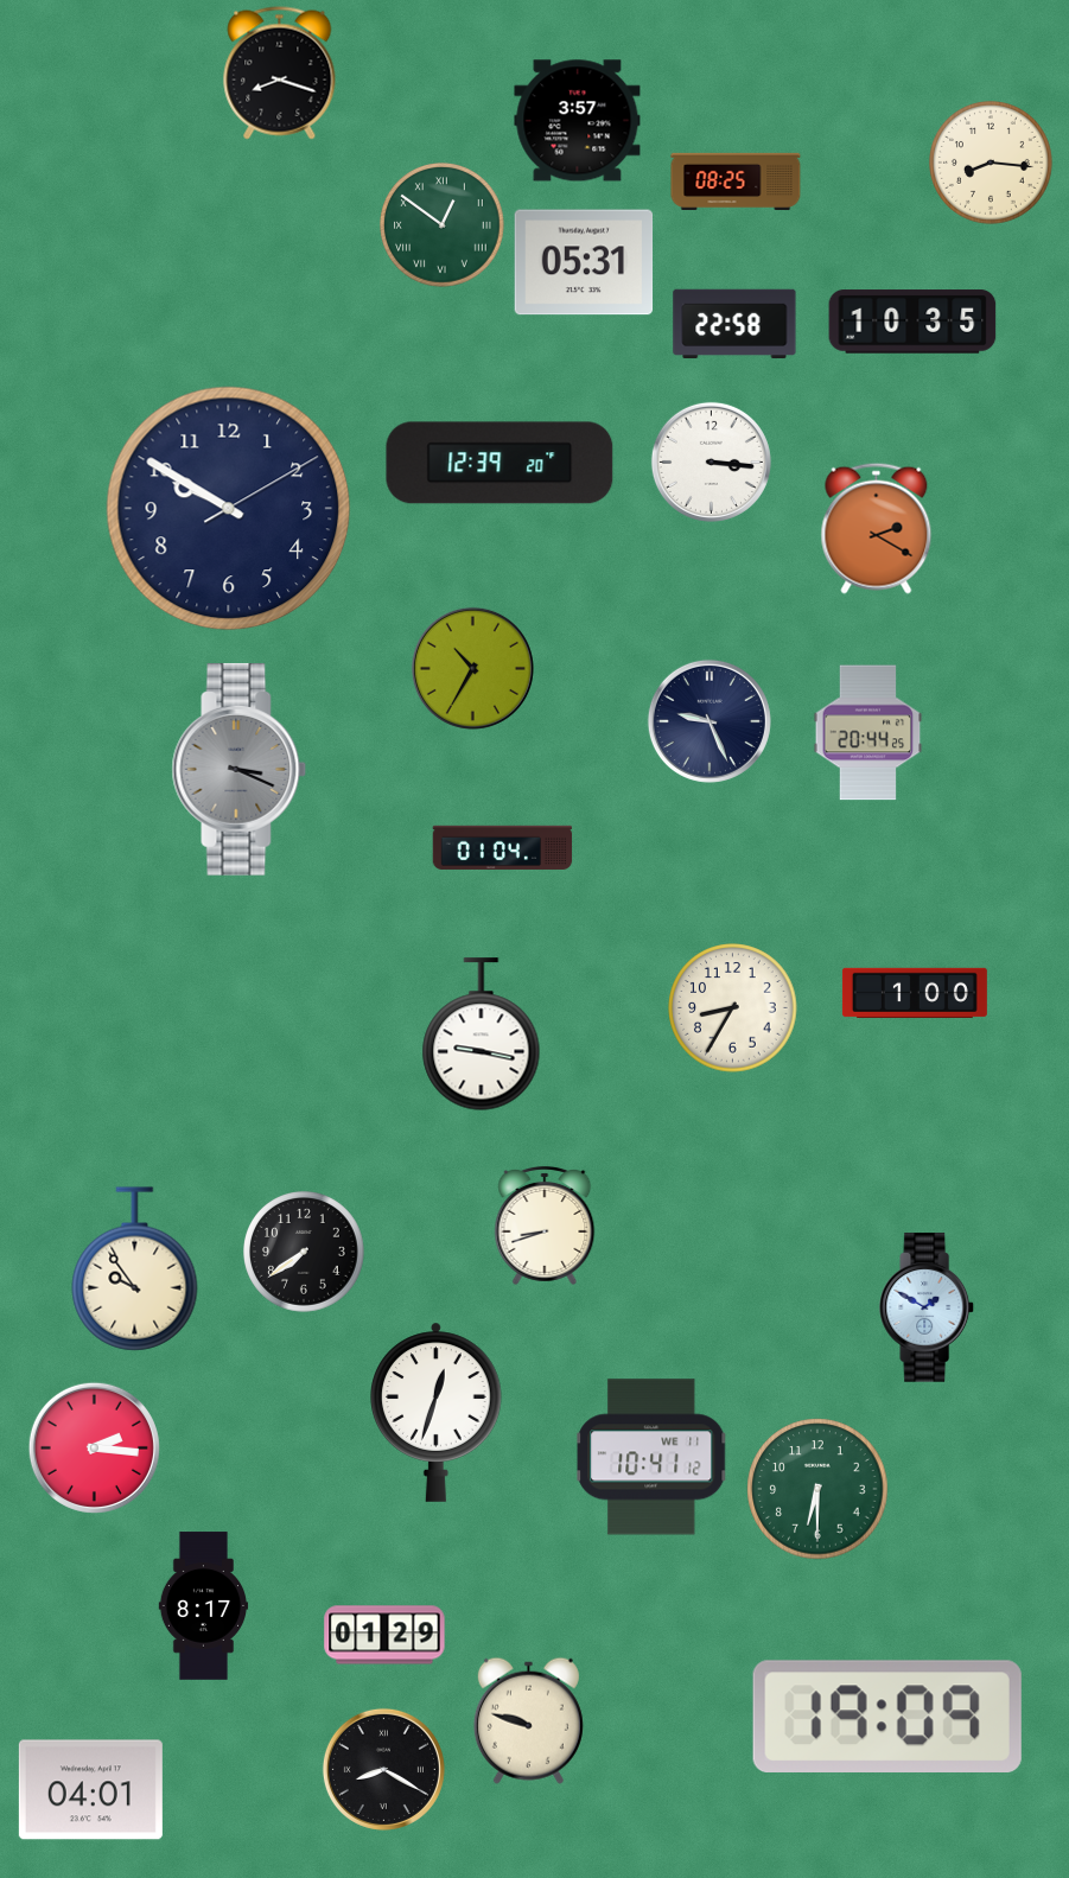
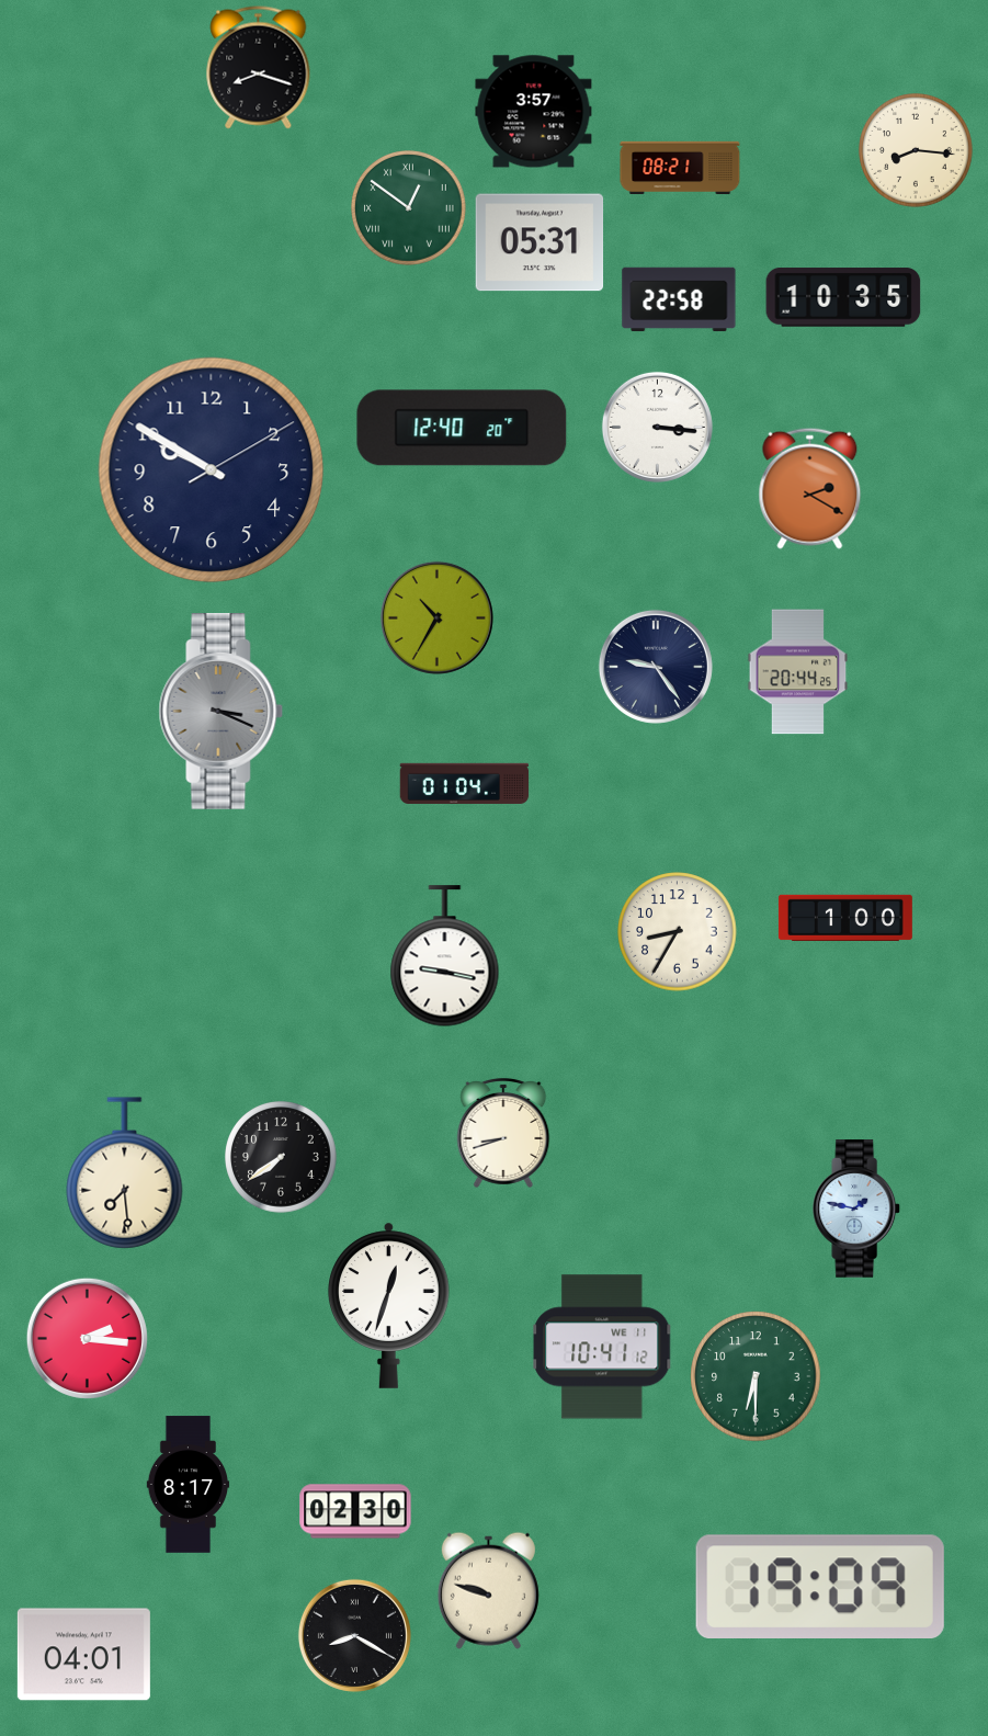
clock at (736, 180): 08:25 -> 08:21
clock at (499, 463): 12:39 -> 12:40
clock at (710, 721): 9:26 -> 9:24
clock at (868, 733) position: (868, 733) -> (798, 672)
clock at (135, 1269): 9:54 -> 7:29
clock at (928, 1307): 1:50 -> 1:47
clock at (437, 1412) position: (437, 1412) -> (389, 1305)
clock at (384, 1635): 01:29 -> 02:30
